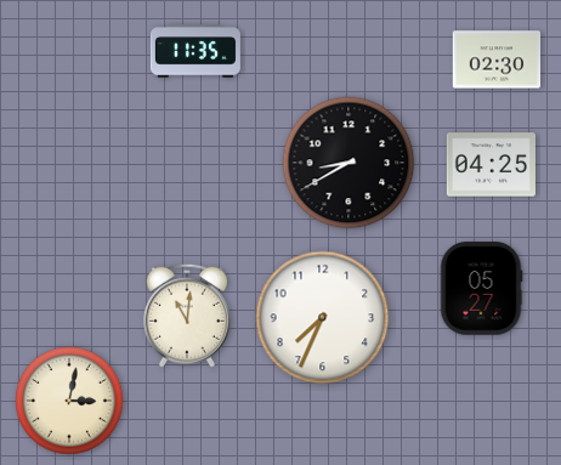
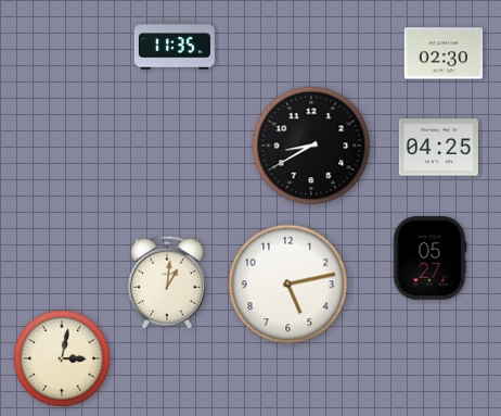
clock at (187, 316): 11:01 -> 1:01
clock at (323, 318): 7:34 -> 5:13
